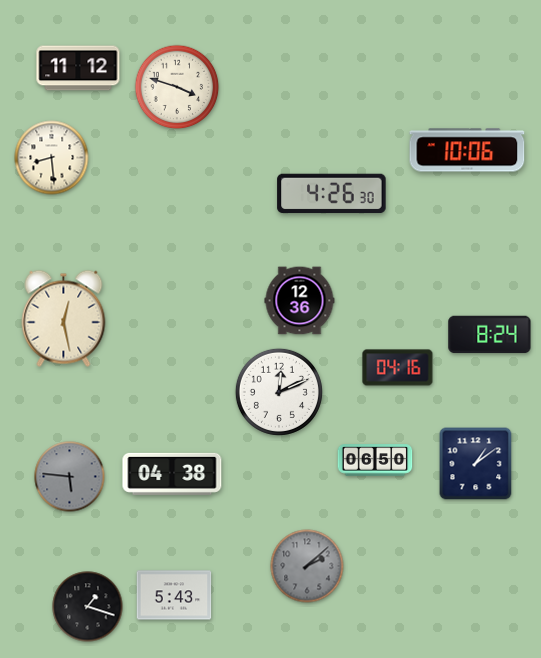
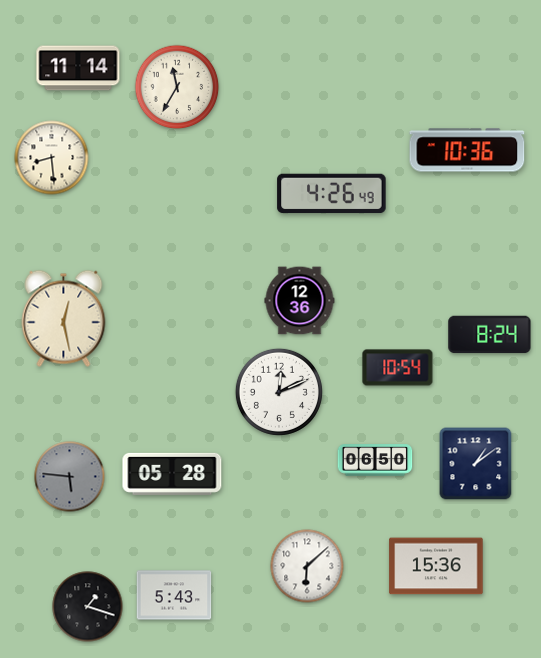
clock at (78, 68): 11:12 -> 11:14
clock at (177, 87): 3:48 -> 11:35
clock at (467, 150): 10:06 -> 10:36
clock at (332, 194): 4:26:30 -> 4:26:49
clock at (398, 368): 04:16 -> 10:54
clock at (172, 474): 04:38 -> 05:28
clock at (307, 566): 2:08 -> 6:08
clock at (307, 566) dial: grey -> white
clock at (436, 566): none -> 15:36
